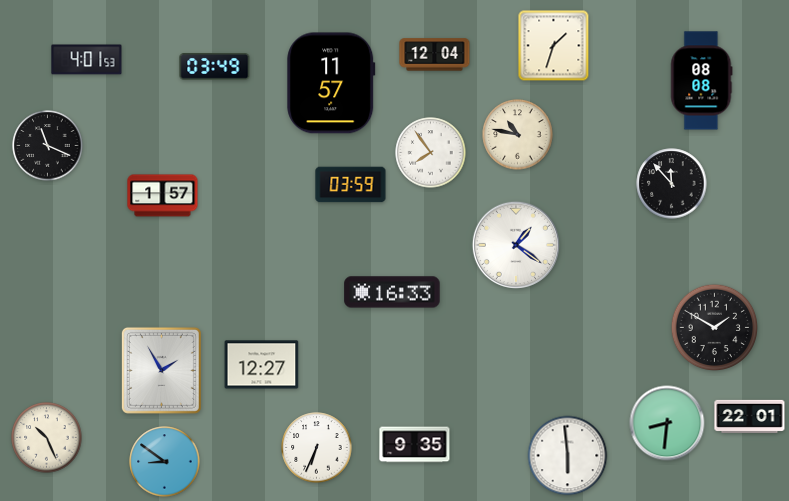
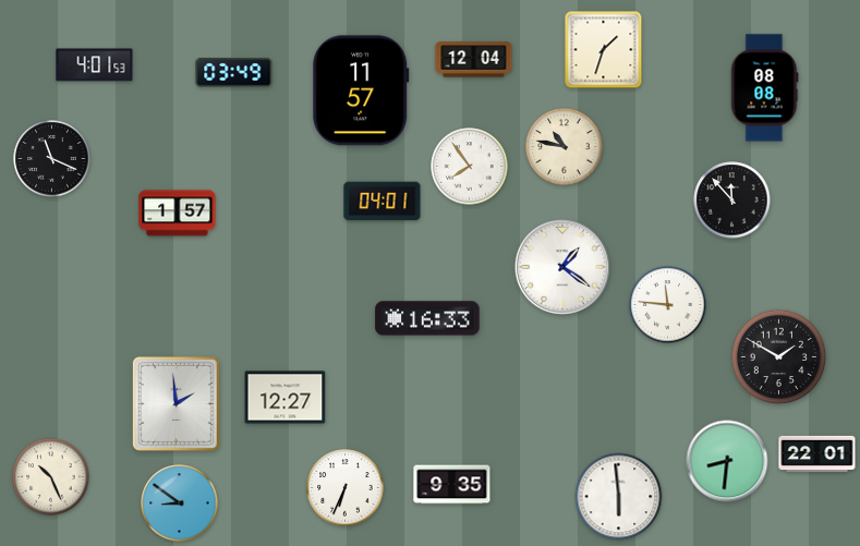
clock at (351, 185): 03:59 -> 04:01
clock at (668, 305): none -> 11:46
clock at (161, 370): 1:55 -> 1:59
